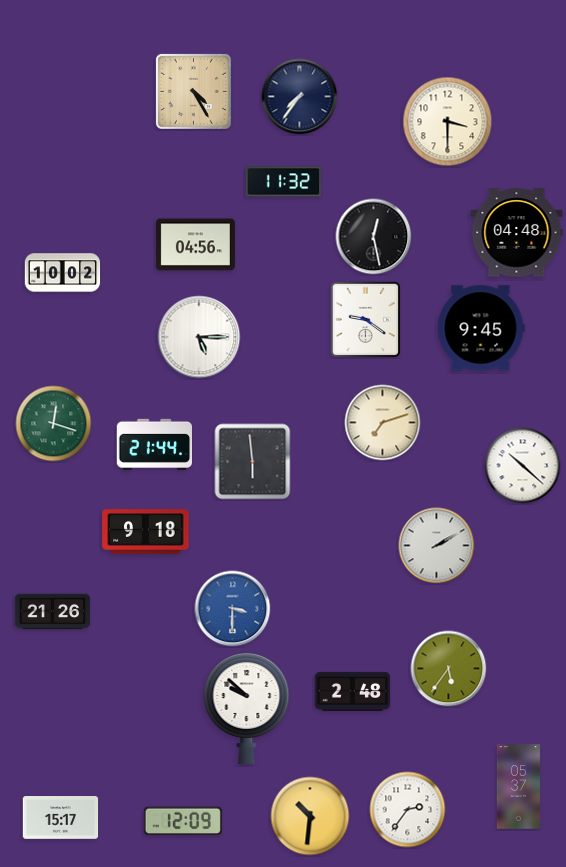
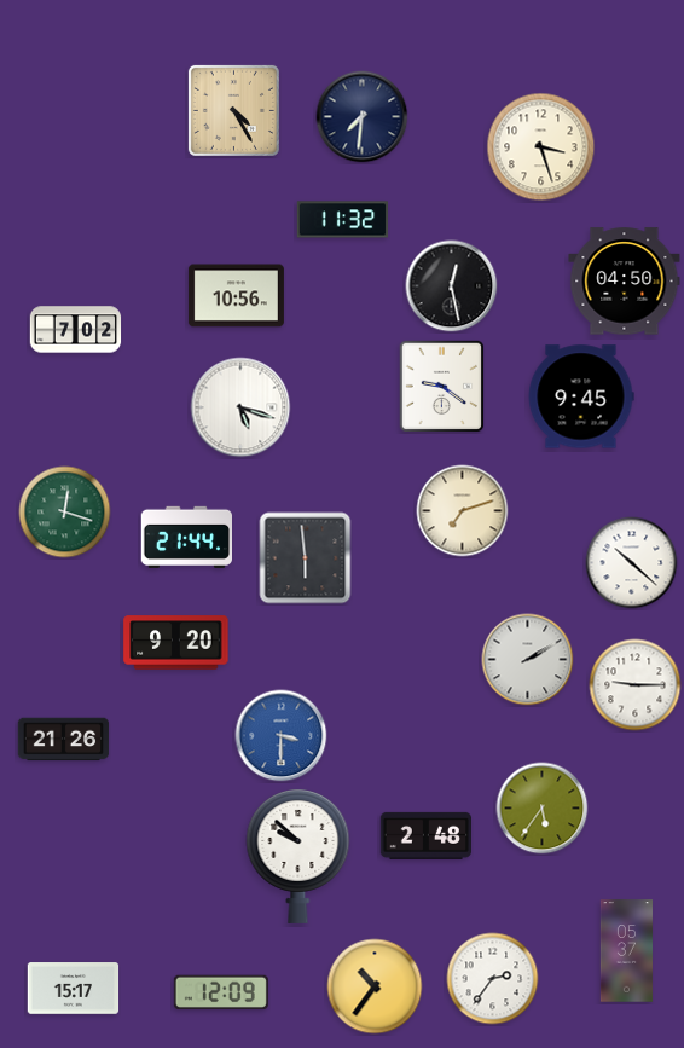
clock at (300, 97): 7:36 -> 7:31
clock at (448, 122): 3:30 -> 3:27
clock at (517, 233): 04:48 -> 04:50
clock at (195, 245): 04:56 -> 10:56
clock at (63, 273): 10:02 -> 7:02
clock at (199, 337): 5:15 -> 5:18
clock at (146, 532): 9:18 -> 9:20
clock at (636, 685): none -> 9:15
clock at (310, 816): 10:31 -> 10:36
